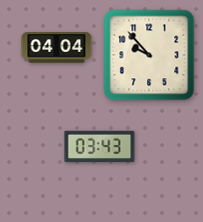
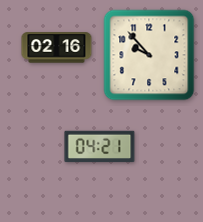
clock at (57, 48): 04:04 -> 02:16
clock at (100, 147): 03:43 -> 04:21
